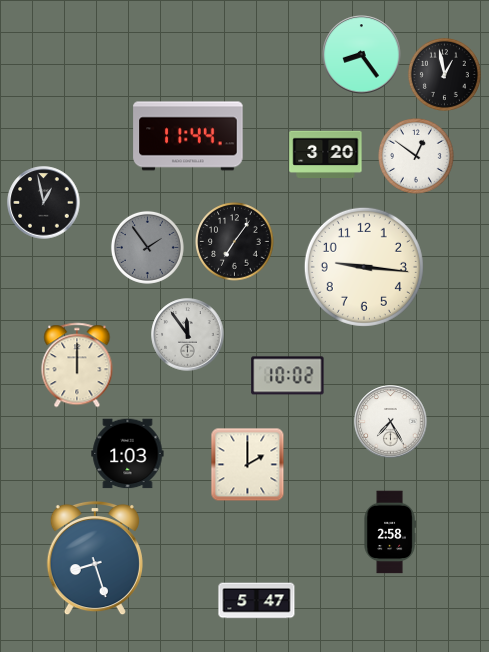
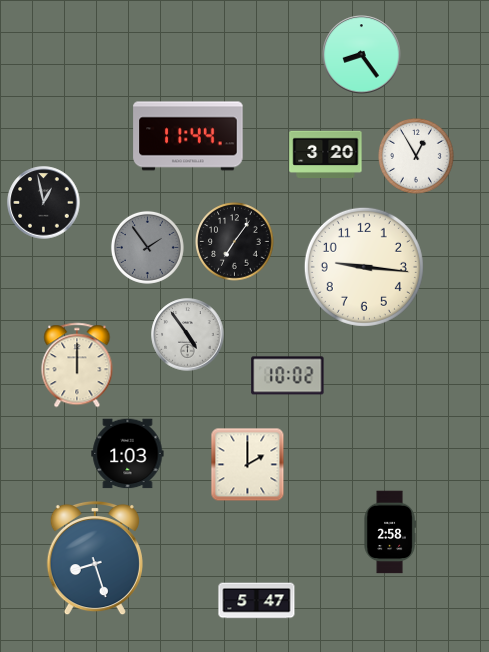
clock at (444, 74): 12:58 -> none
clock at (417, 157): 12:51 -> 12:55
clock at (188, 335): 11:54 -> 4:54
clock at (391, 422): 7:25 -> none
